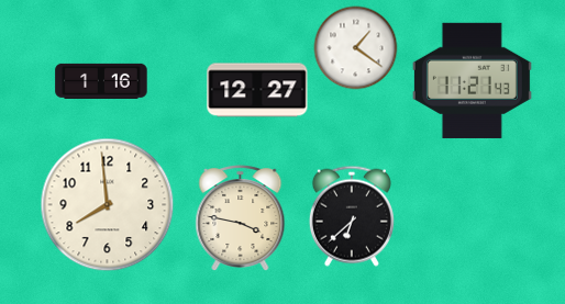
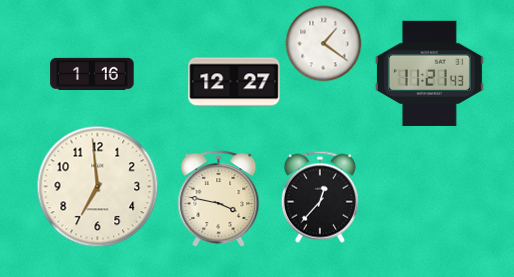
clock at (108, 205): 7:59 -> 6:59
clock at (352, 216): 6:38 -> 12:37
